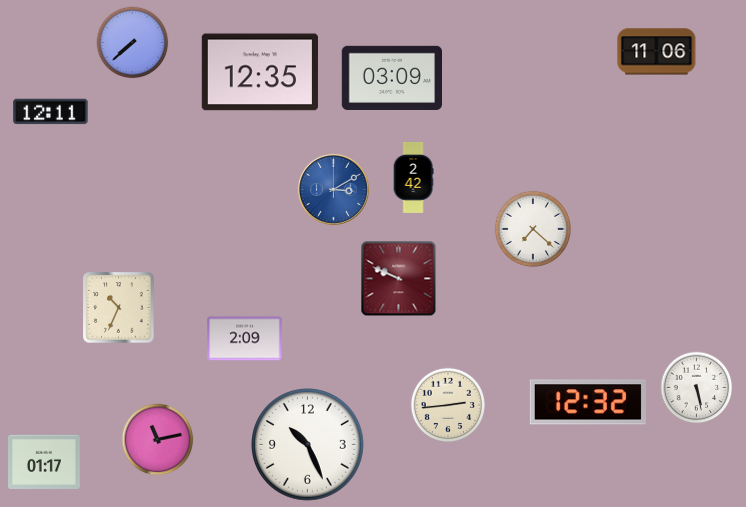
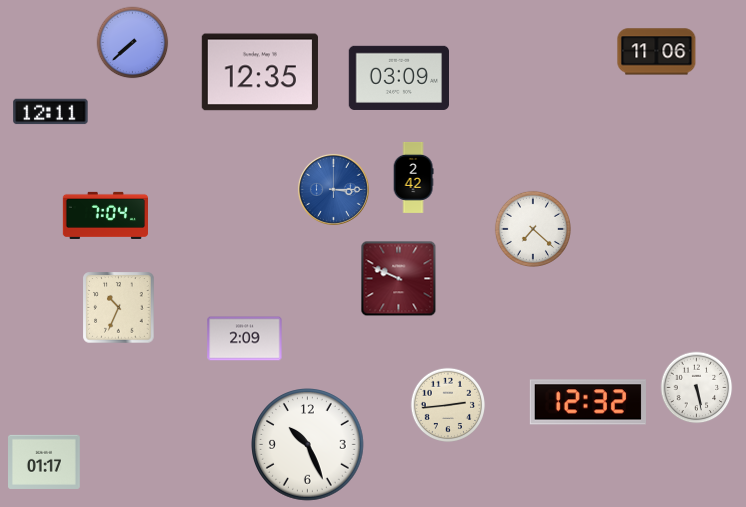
clock at (391, 78) position: (391, 78) -> (398, 78)
clock at (333, 189): 3:10 -> 3:15
clock at (105, 215): none -> 7:04
clock at (158, 440): 11:13 -> none
